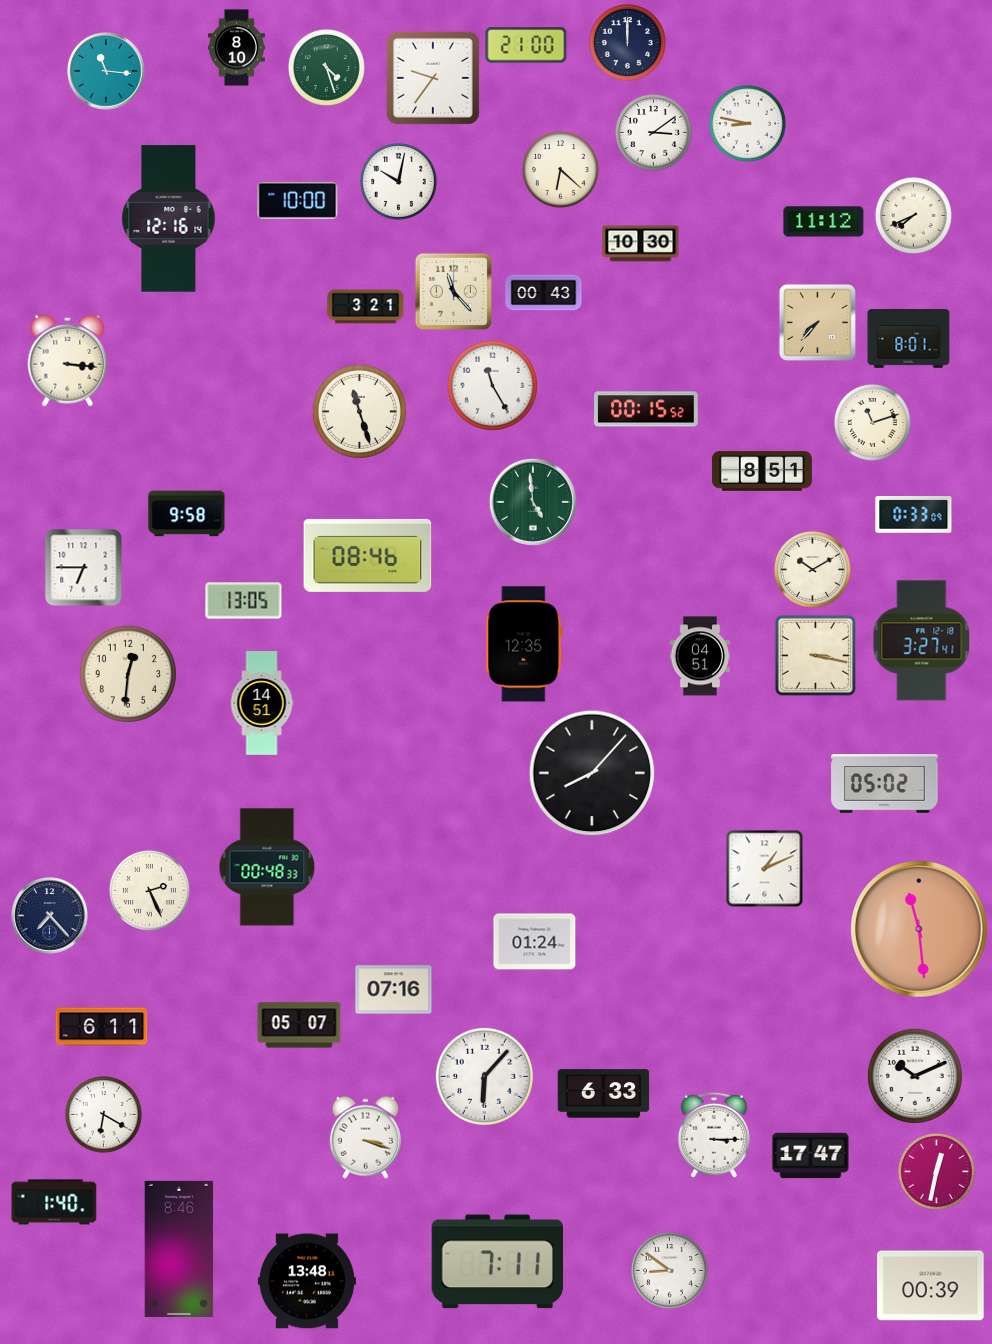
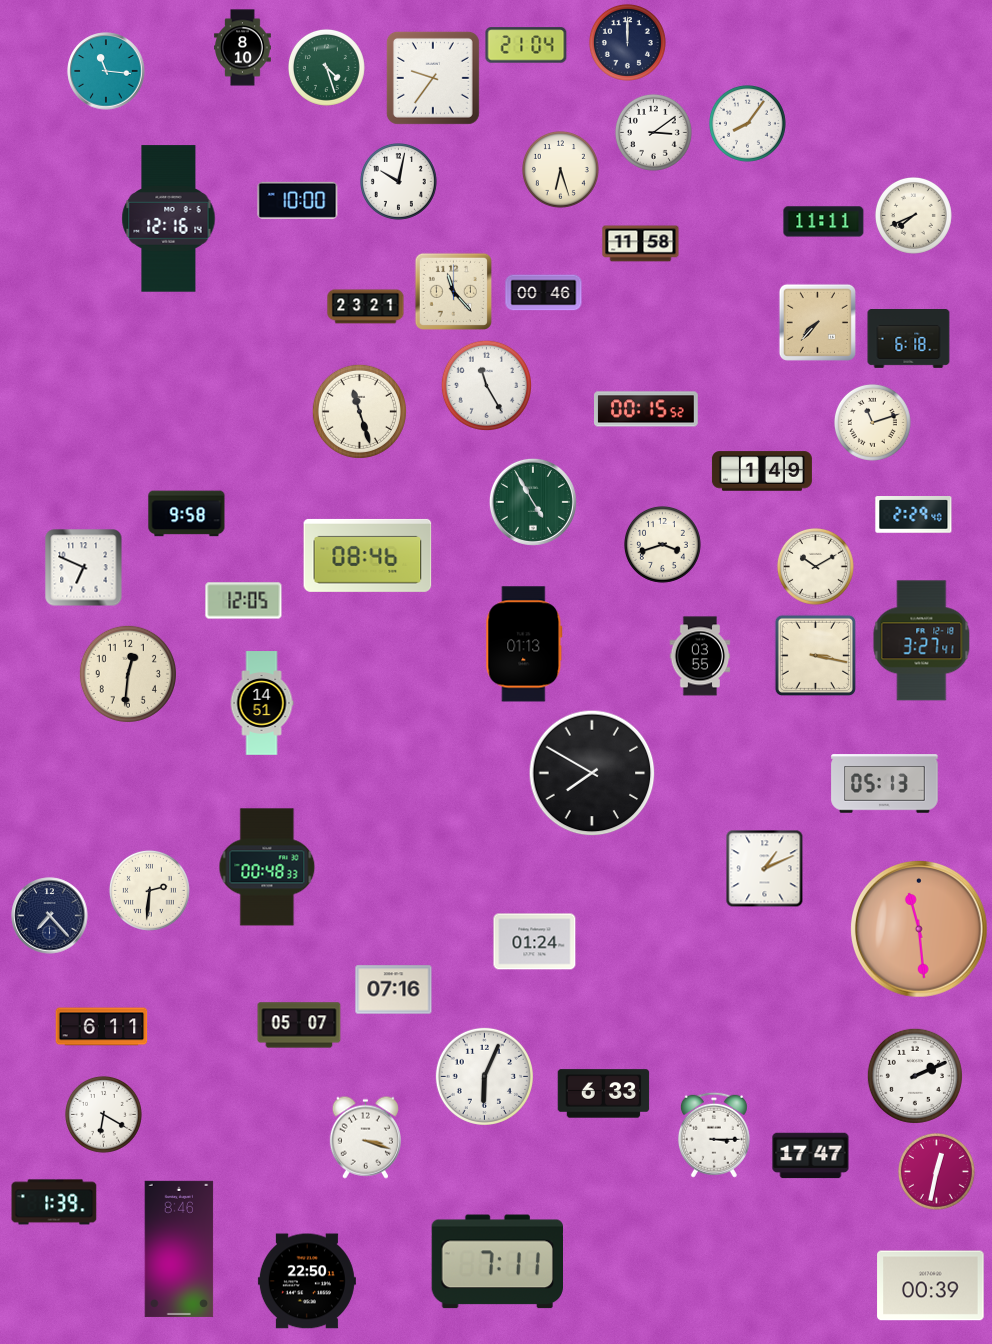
clock at (526, 45): 21:00 -> 21:04
clock at (237, 48) position: (237, 48) -> (243, 48)
clock at (747, 123): 8:47 -> 8:06
clock at (560, 169): 6:22 -> 6:27
clock at (824, 222): 11:12 -> 11:11
clock at (641, 244): 10:30 -> 11:58
clock at (544, 293): 00:43 -> 00:46
clock at (366, 307): 3:21 -> 23:21
clock at (909, 339): 8:01 -> 6:18
clock at (68, 360): 3:16 -> none
clock at (492, 385) position: (492, 385) -> (486, 385)
clock at (762, 471): 8:51 -> 1:49
clock at (533, 502): 4:59 -> 4:55
clock at (914, 515): 0:33 -> 2:29
clock at (662, 544): none -> 3:42
clock at (84, 568): 6:45 -> 6:49
clock at (812, 569) position: (812, 569) -> (815, 566)
clock at (244, 601): 13:05 -> 12:05
clock at (524, 644): 12:35 -> 01:13
clock at (700, 656): 04:51 -> 03:55
clock at (592, 773): 8:07 -> 7:50
clock at (885, 784): 05:02 -> 05:13
clock at (149, 890): 2:26 -> 2:31
clock at (484, 1076): 6:07 -> 6:04
clock at (915, 1076): 10:11 -> 2:11
clock at (54, 1202): 1:40 -> 1:39
clock at (669, 1270): 8:51 -> none
clock at (307, 1281): 13:48 -> 22:50
